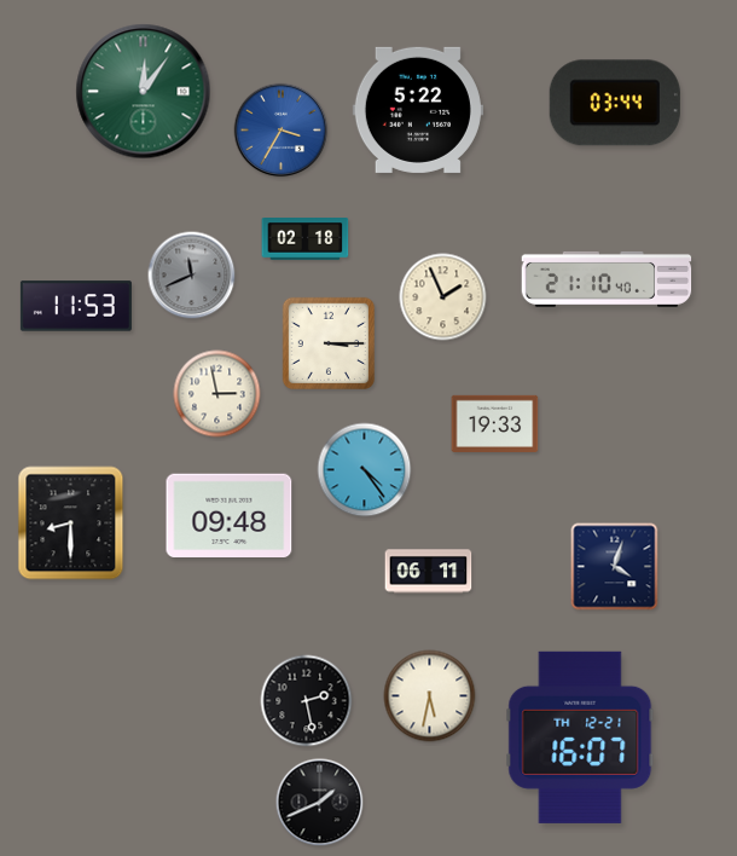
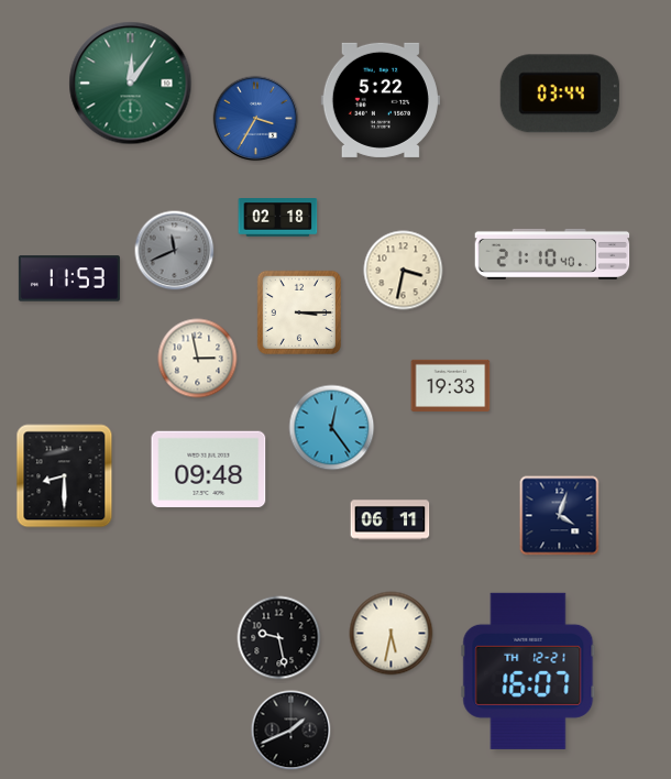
clock at (443, 297): 1:56 -> 3:32
clock at (365, 470): 4:24 -> 12:24
clock at (307, 701): 2:28 -> 9:28
